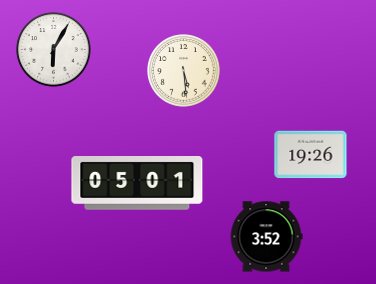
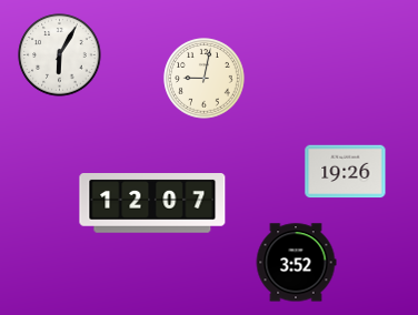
clock at (184, 71): 5:29 -> 9:02
clock at (137, 184): 05:01 -> 12:07
